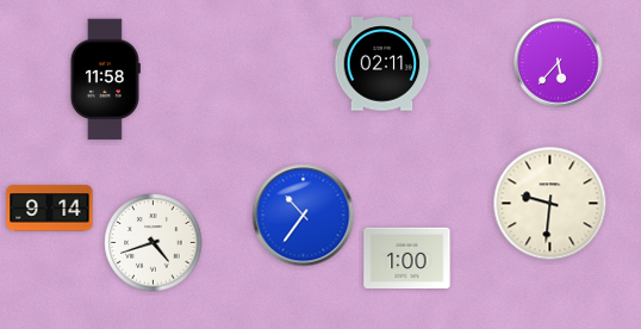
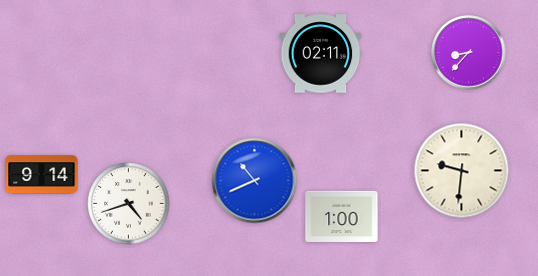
clock at (559, 63): 5:37 -> 8:37
clock at (105, 80): 11:58 -> none
clock at (304, 216): 10:36 -> 10:41
